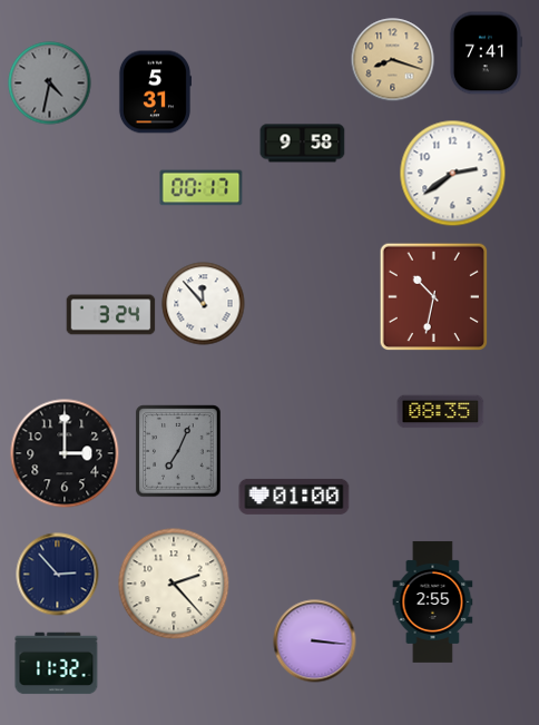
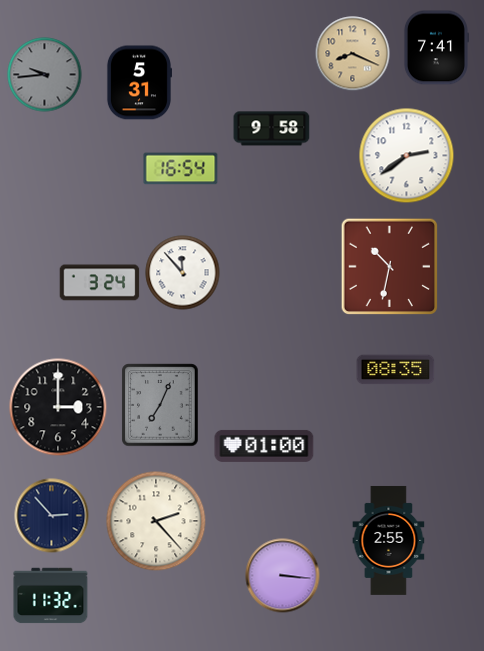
clock at (393, 60): 8:18 -> 8:19
clock at (50, 84): 4:32 -> 9:44
clock at (202, 188): 00:17 -> 16:54
clock at (174, 584) position: (174, 584) -> (156, 521)
